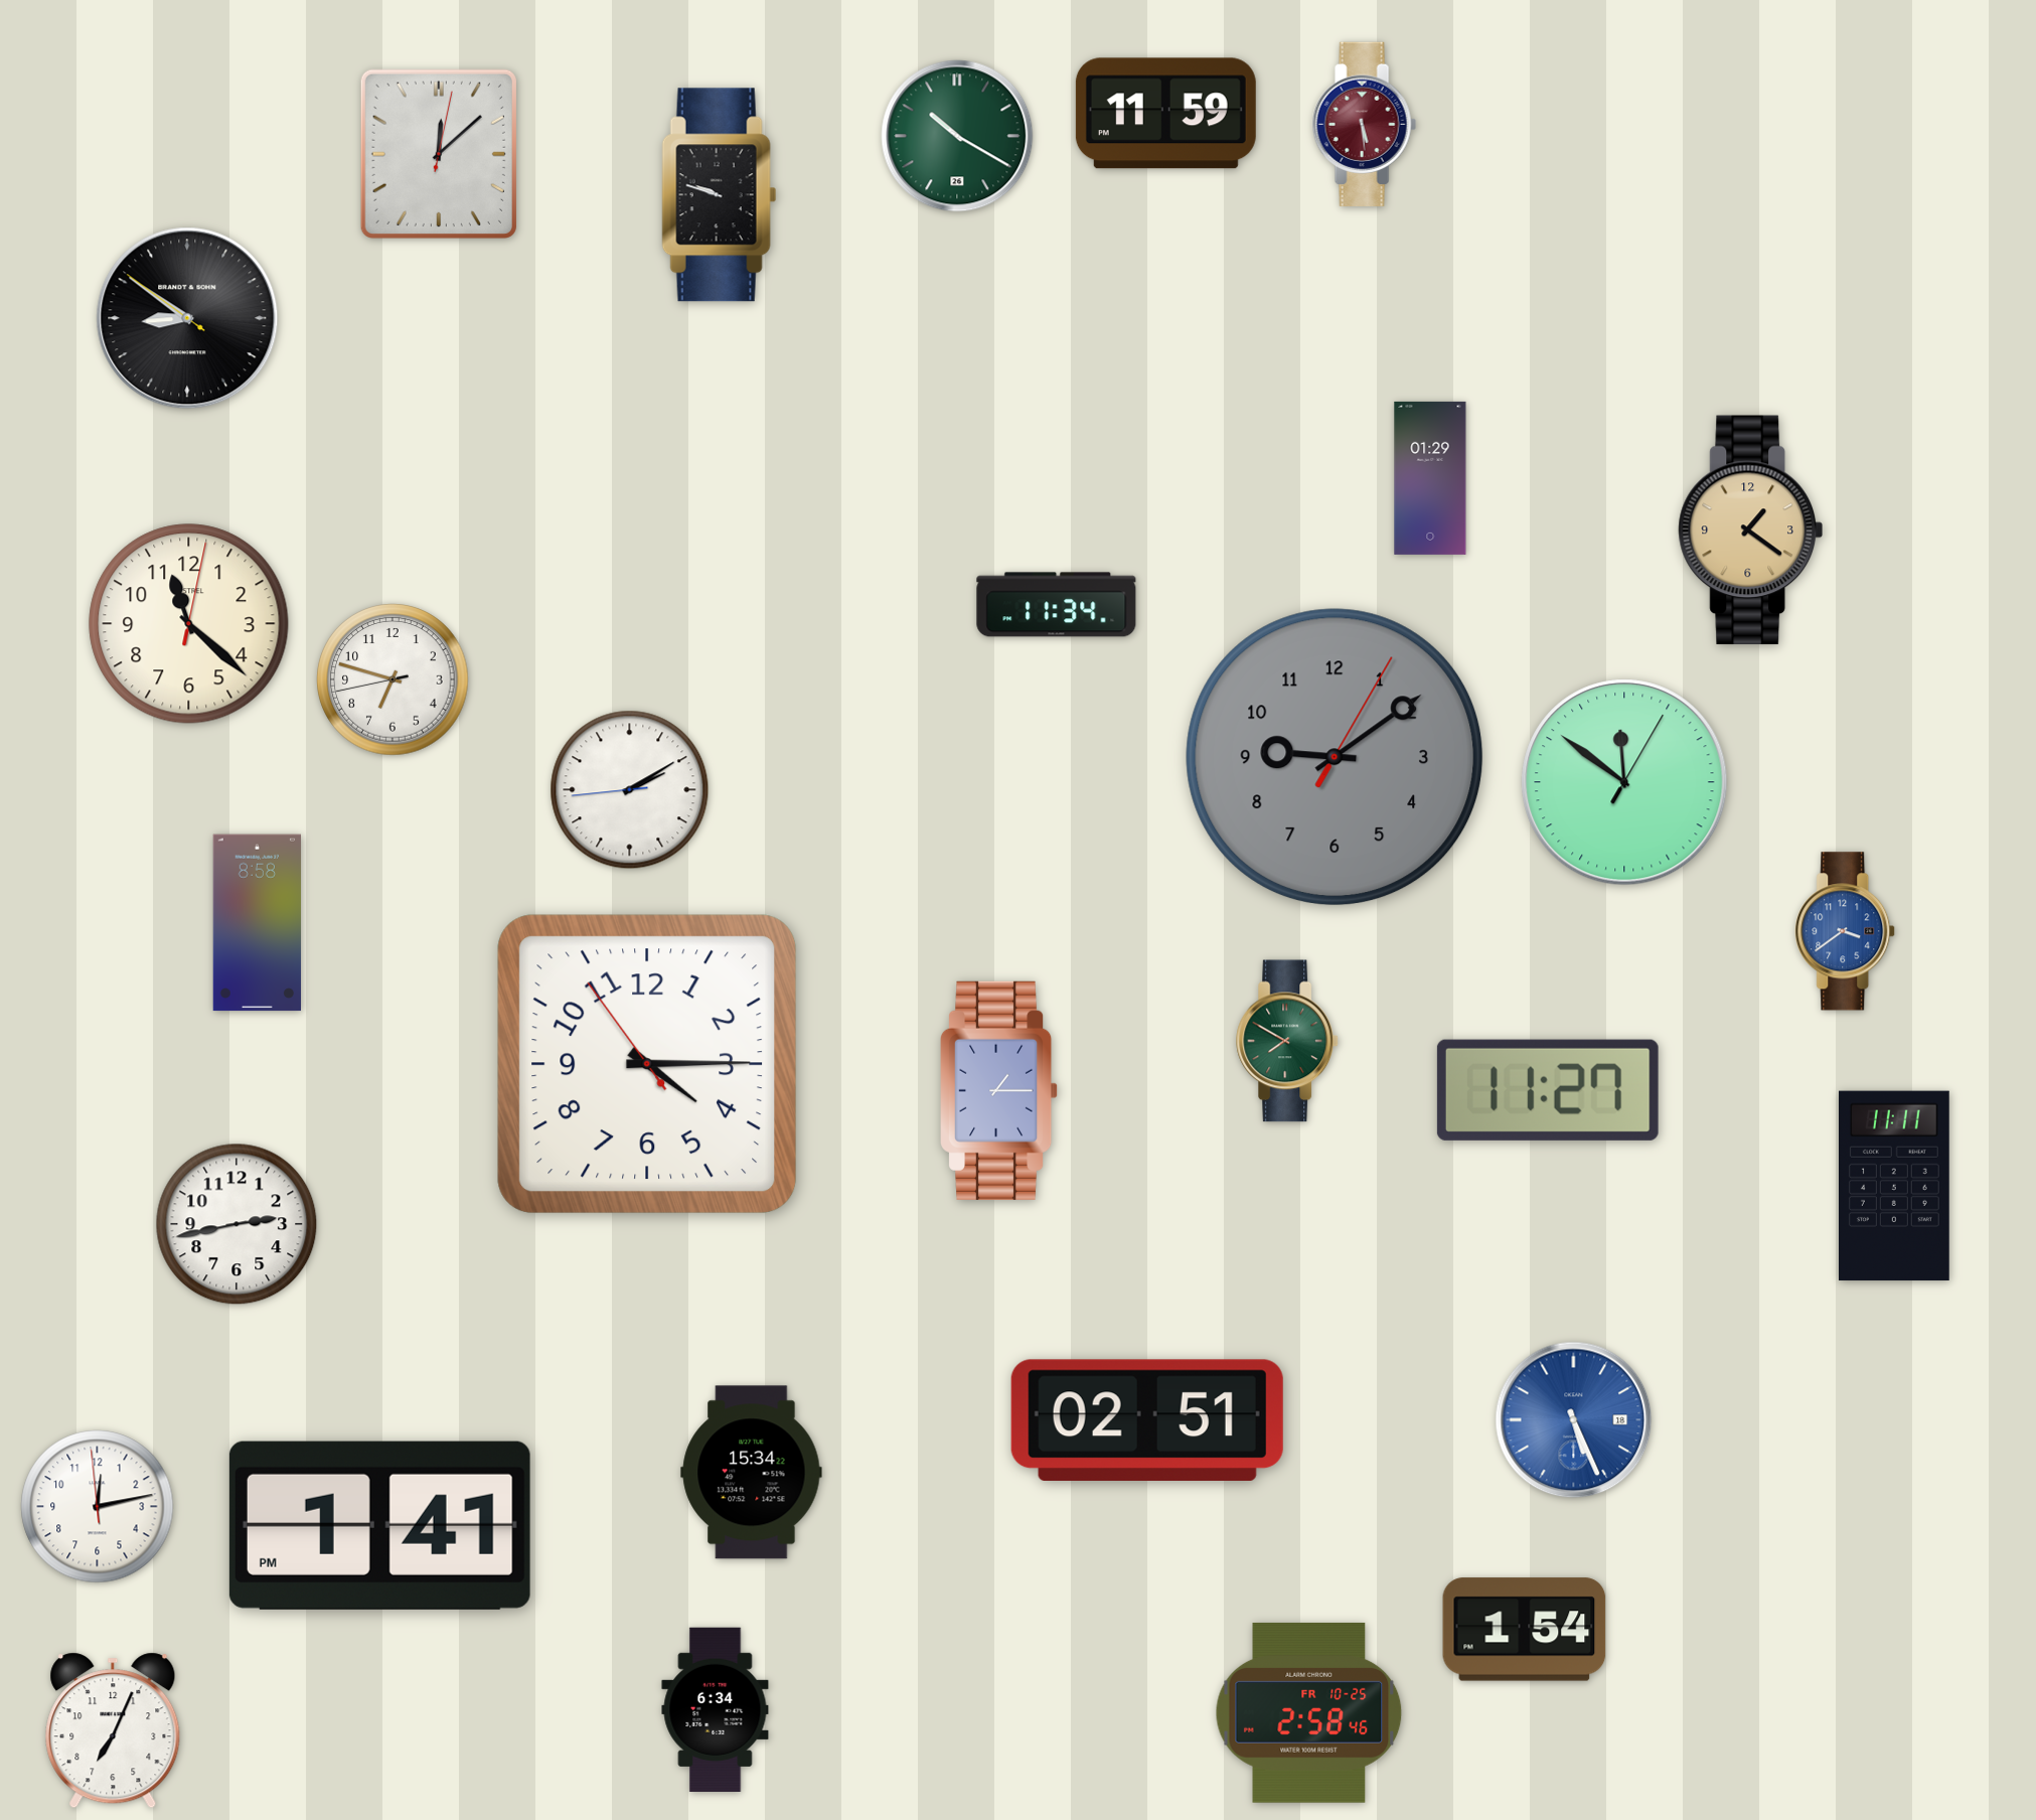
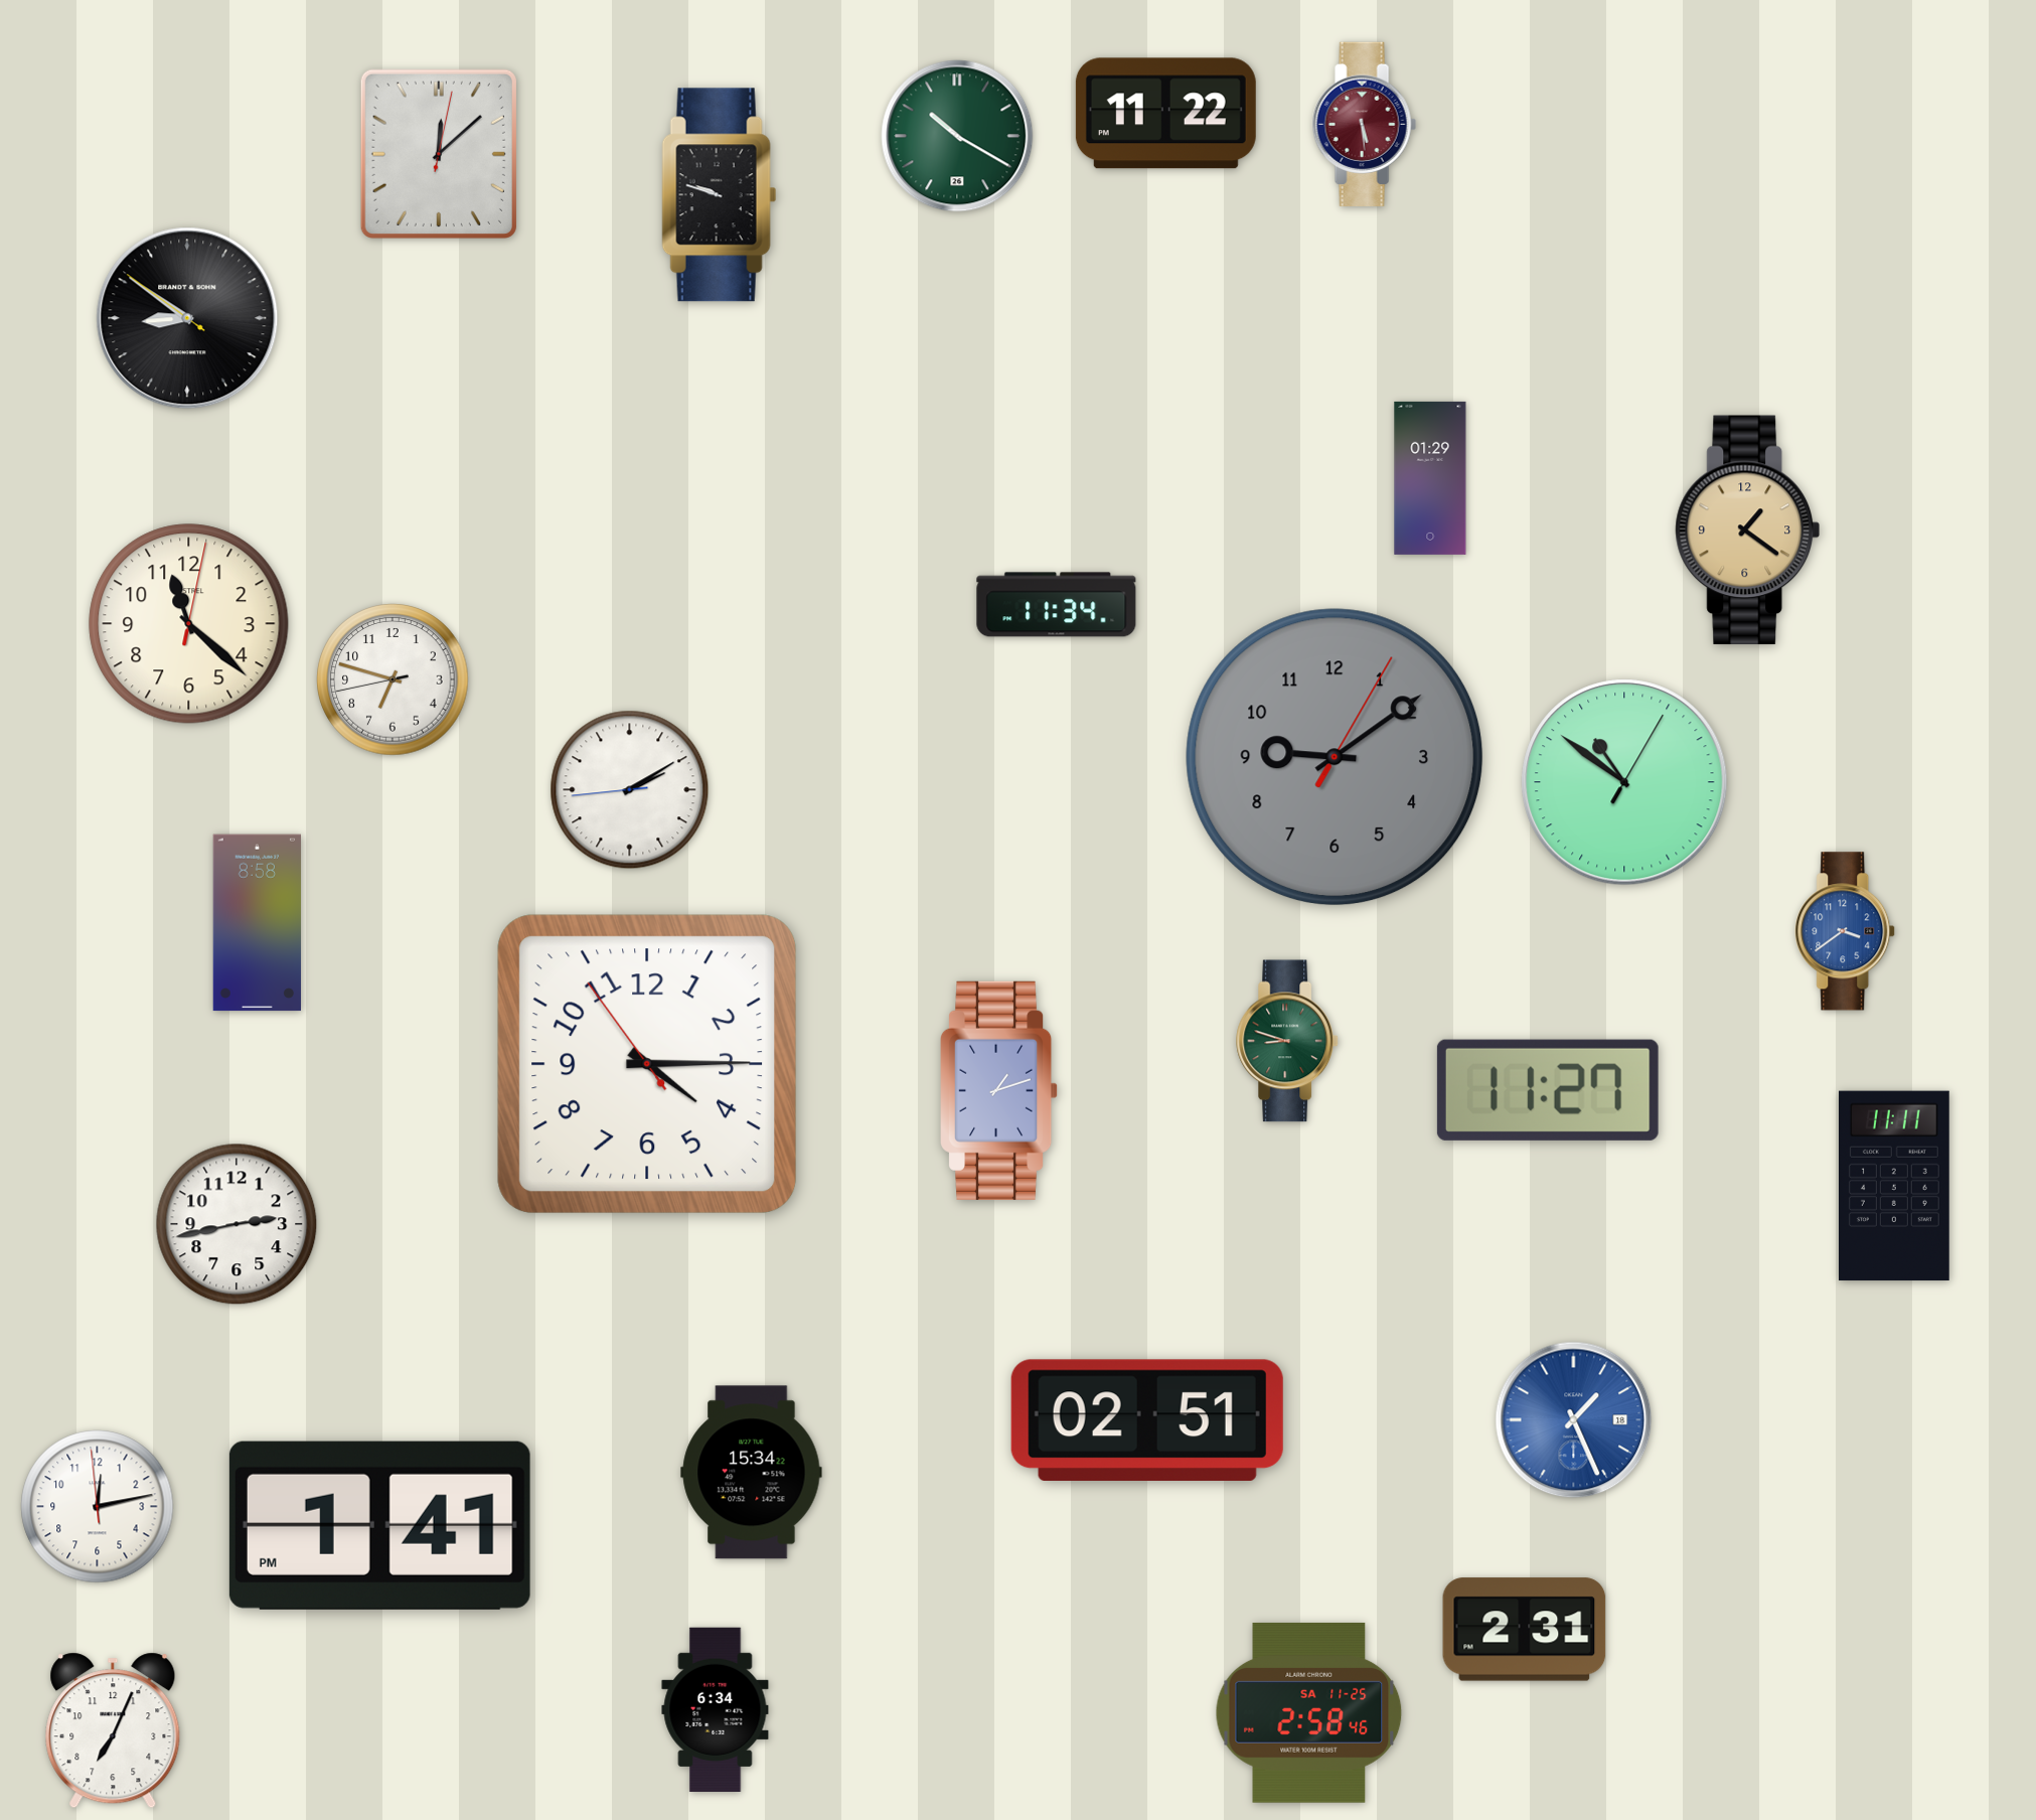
clock at (1165, 114): 11:59 -> 11:22
clock at (1750, 530) position: (1750, 530) -> (1747, 530)
clock at (1624, 782): 11:51 -> 10:51
clock at (1288, 1041): 7:50 -> 8:48
clock at (1000, 1090): 1:15 -> 1:12
clock at (1574, 1420): 5:26 -> 1:26
clock at (1525, 1630): 1:54 -> 2:31
clock at (1309, 1712) date: FR 10-25 -> SA 11-25
